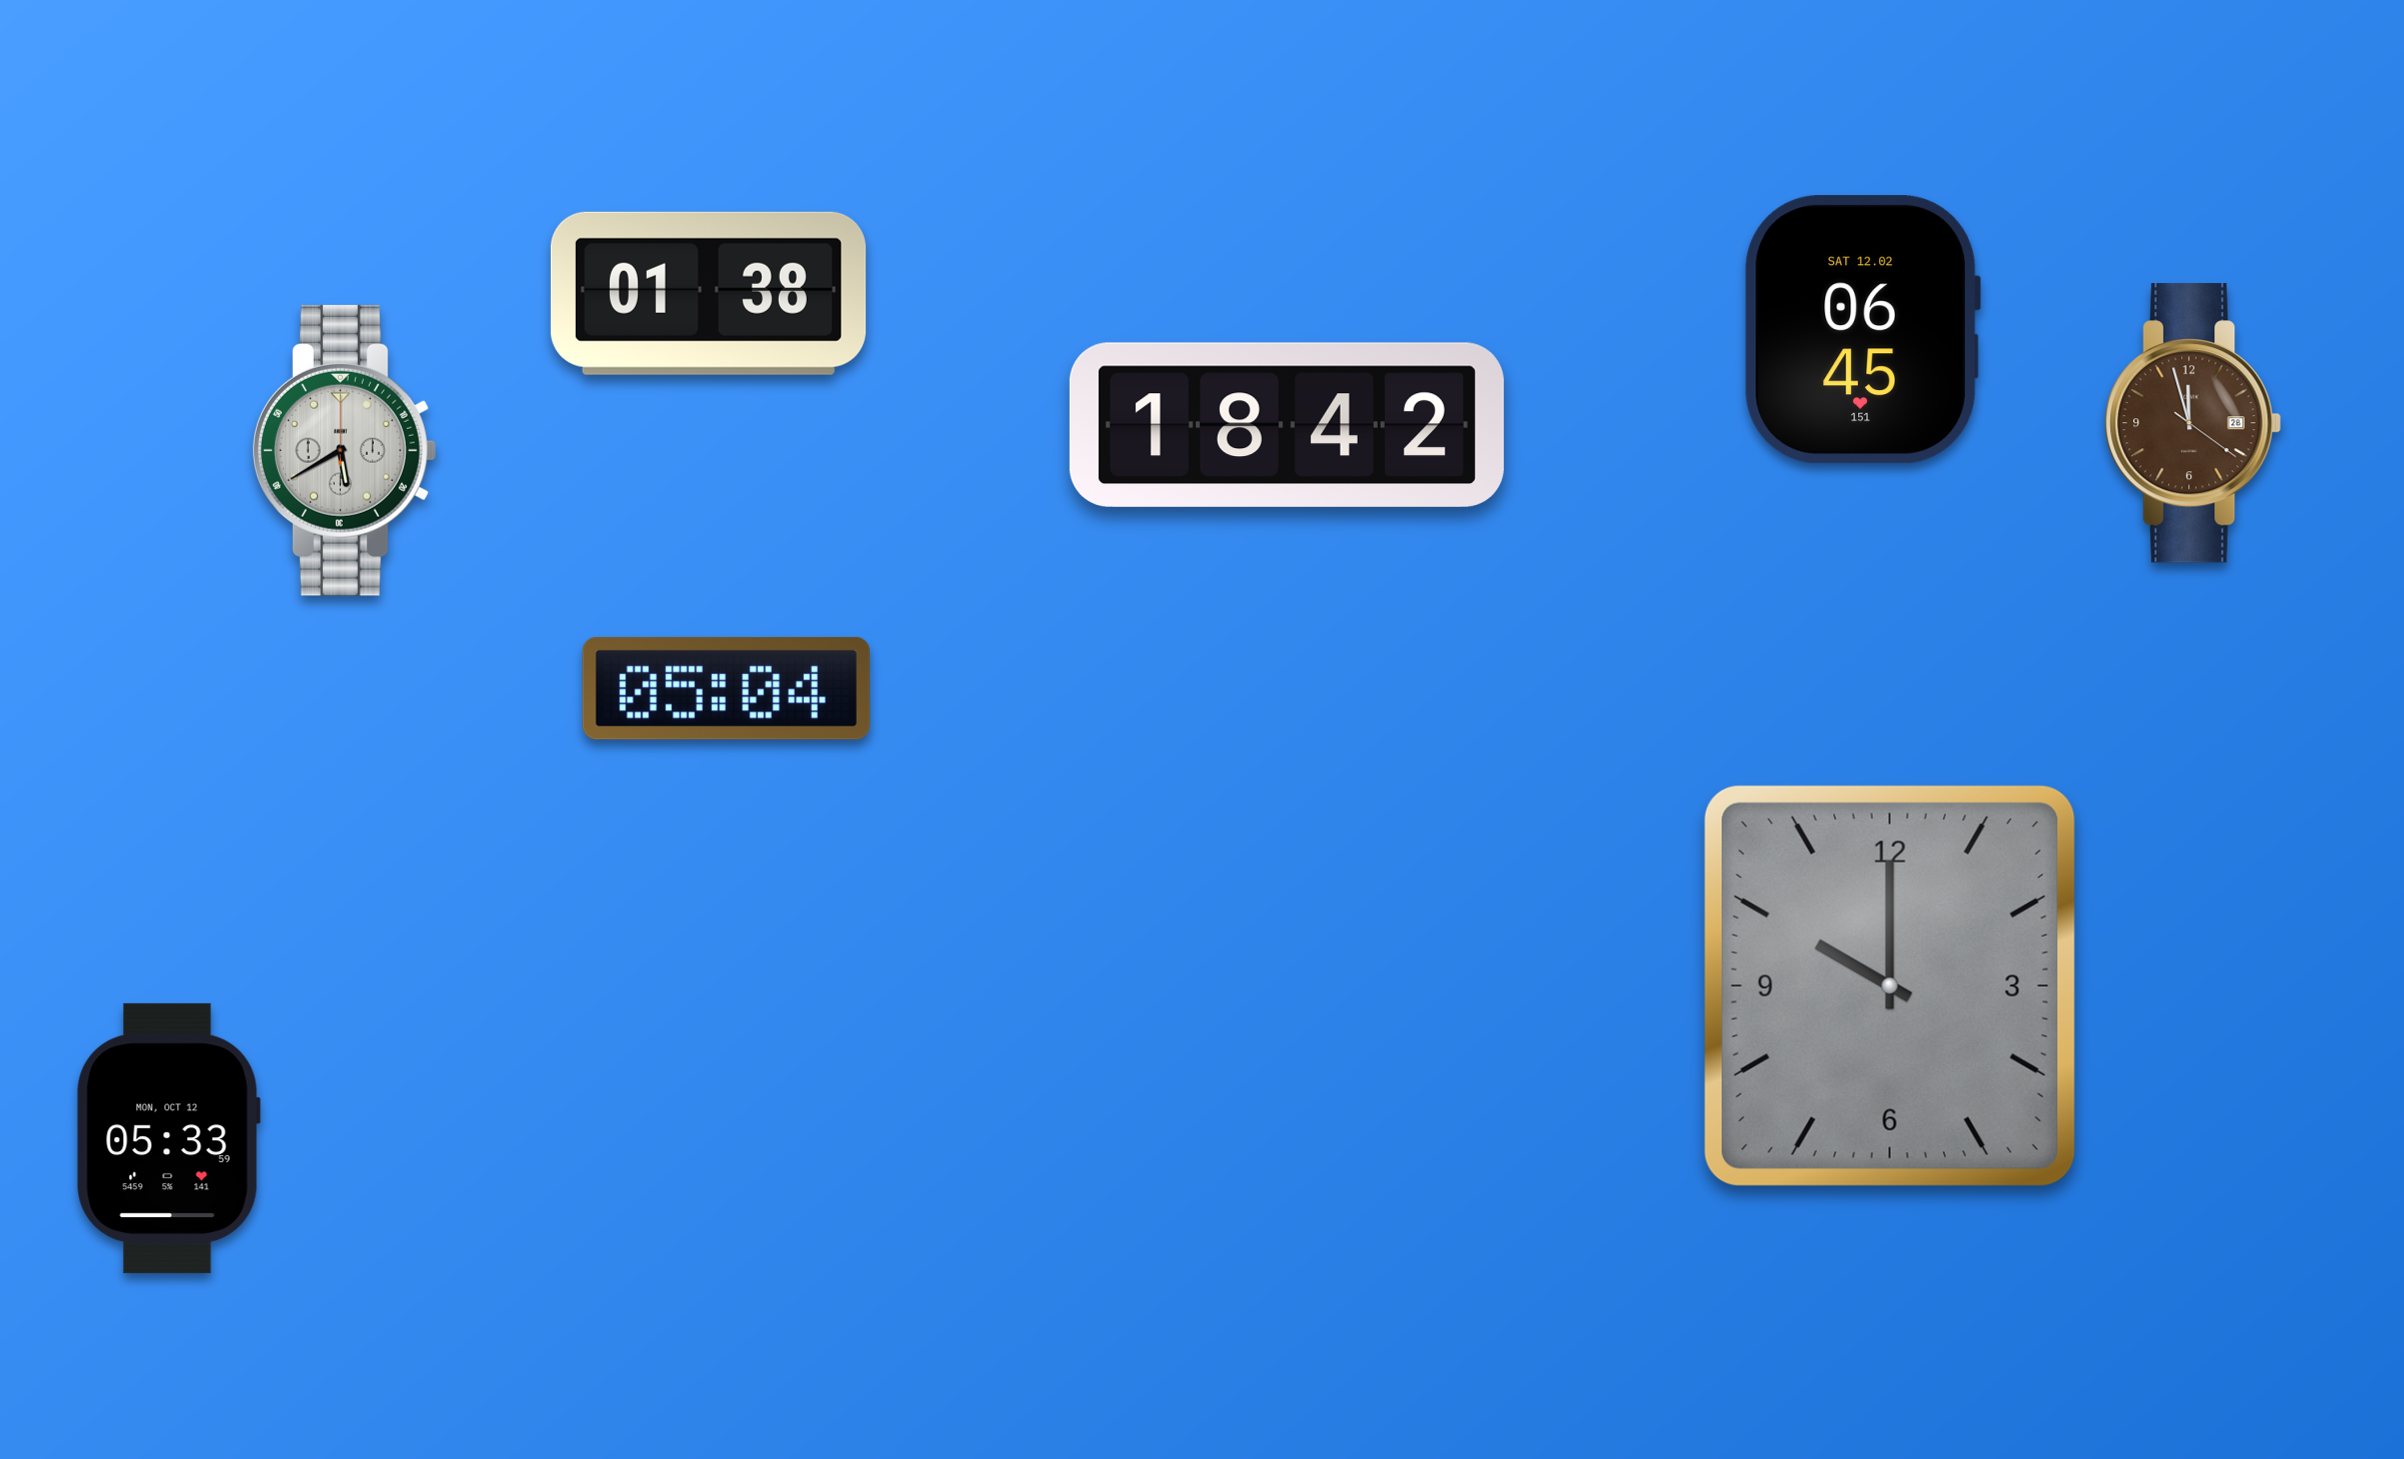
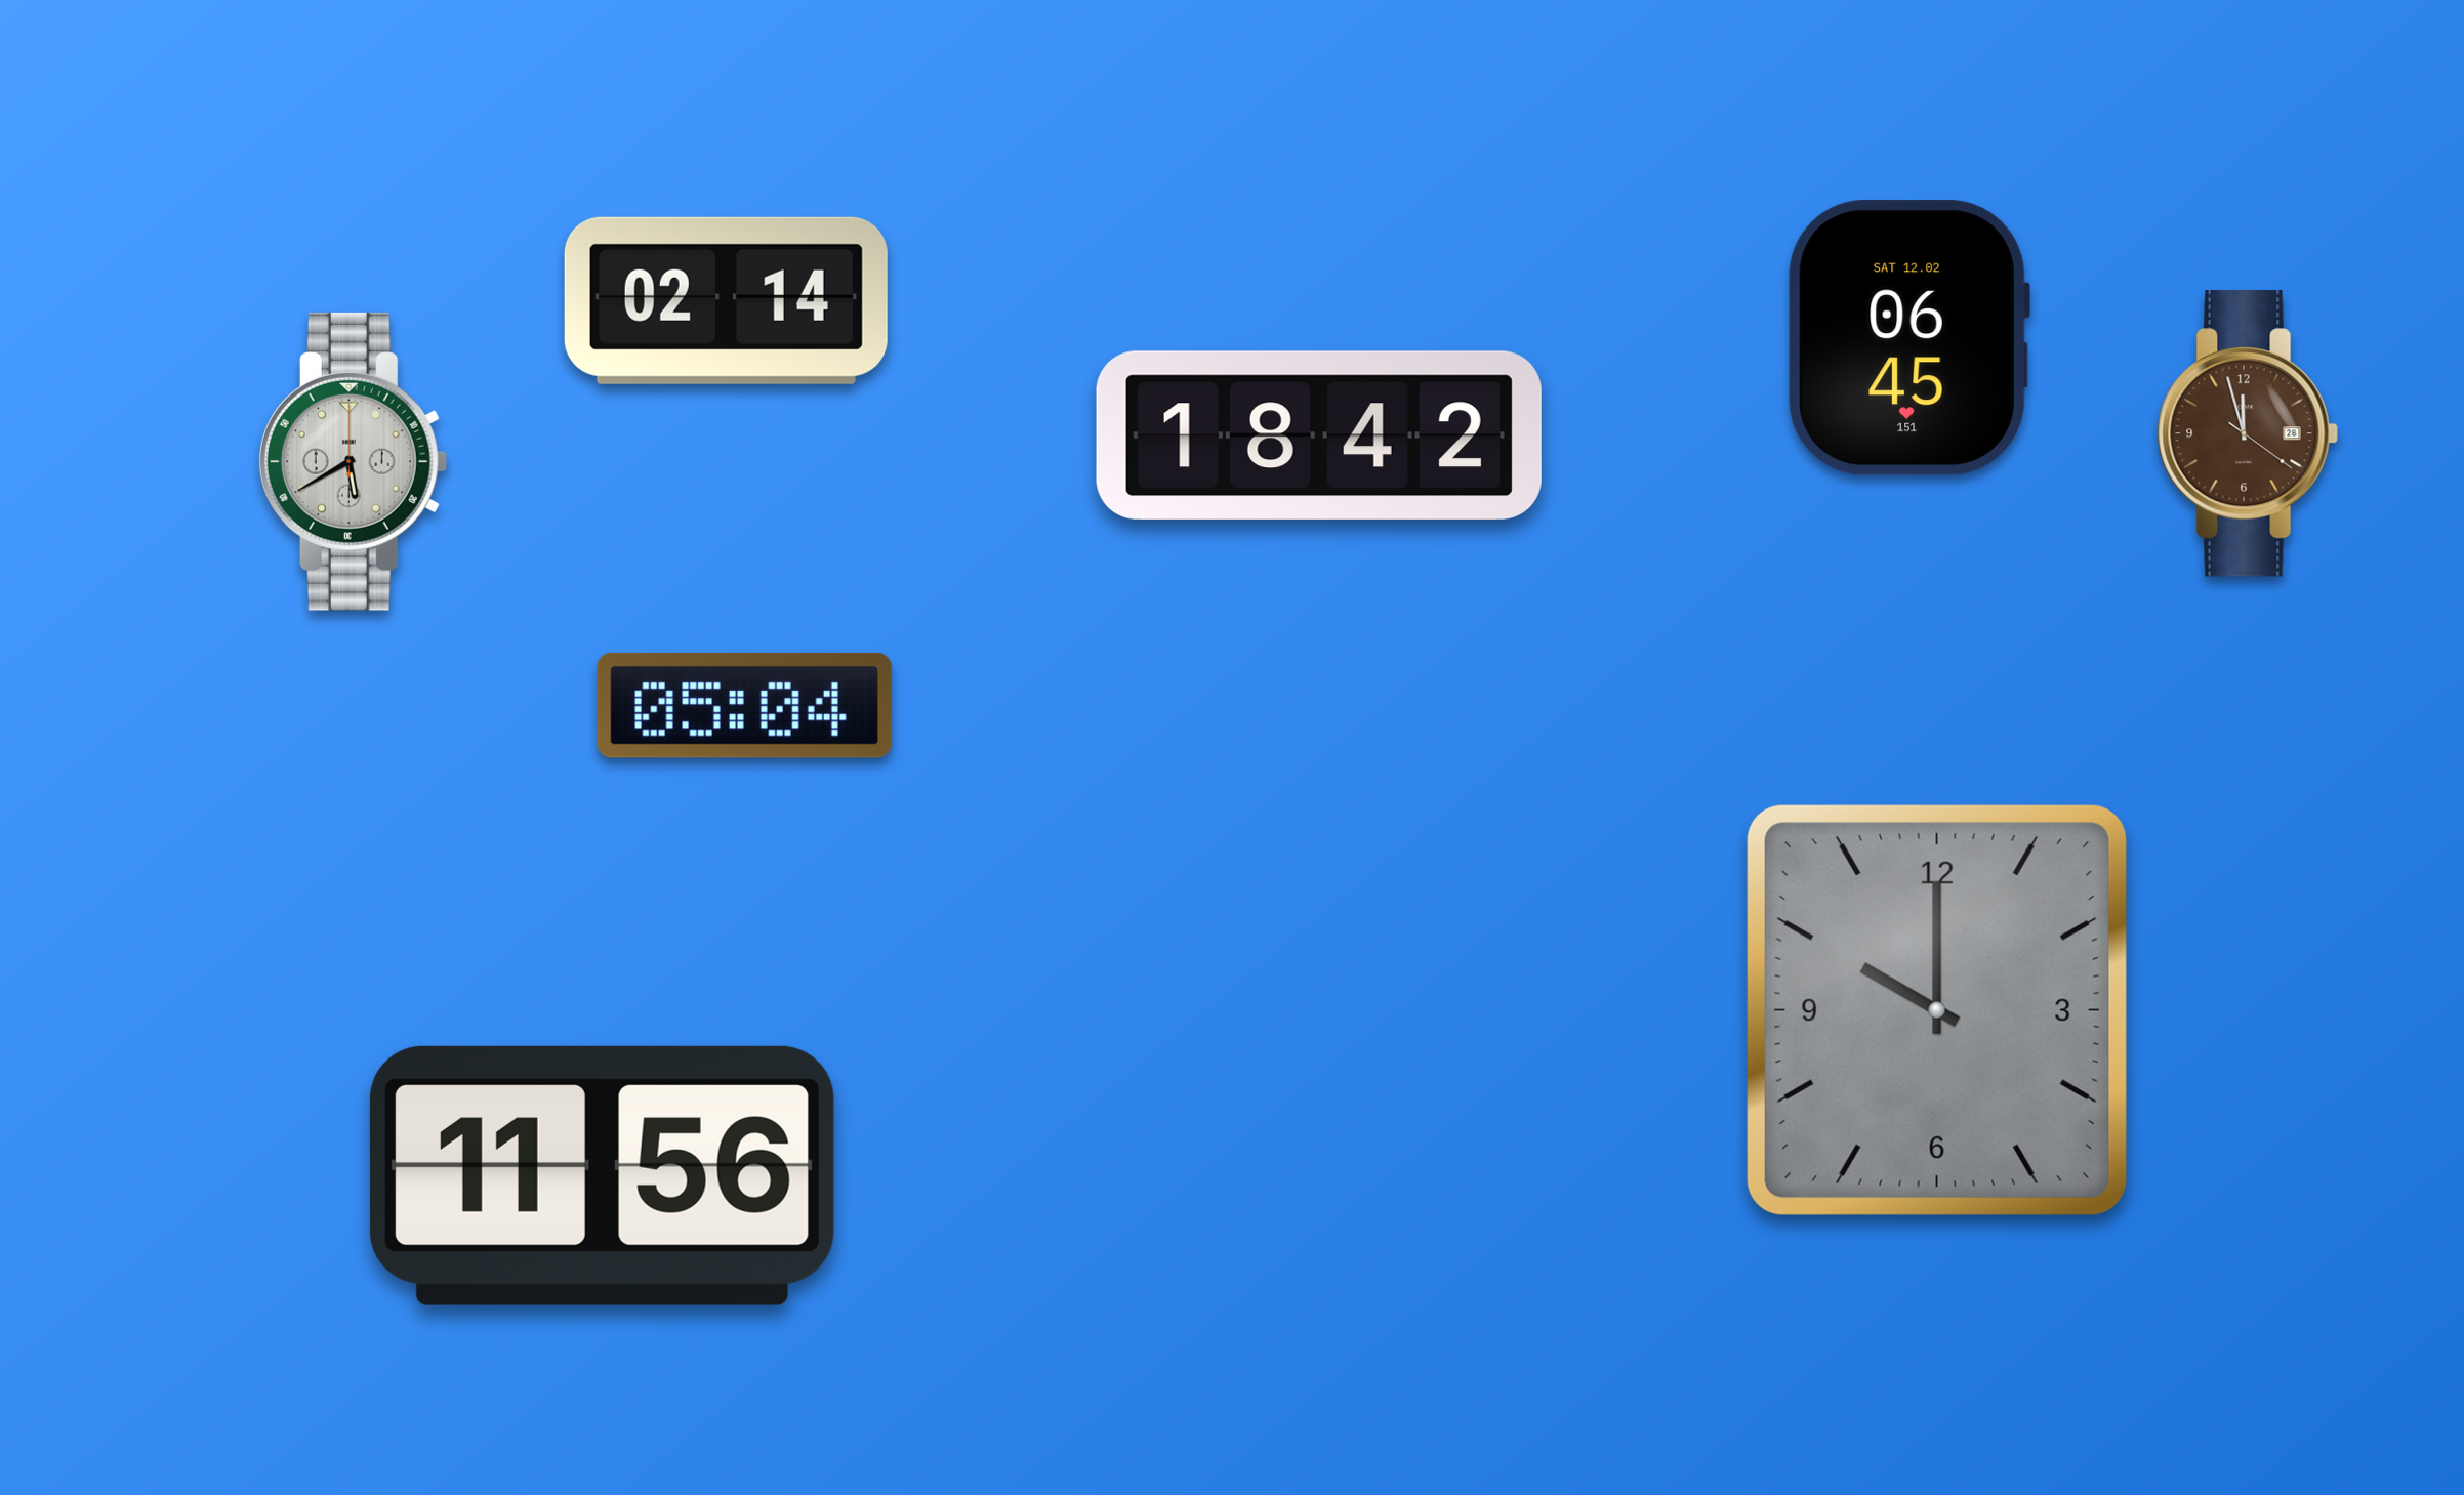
clock at (708, 293): 01:38 -> 02:14
clock at (168, 1139): 05:33 -> none
clock at (602, 1175): none -> 11:56
